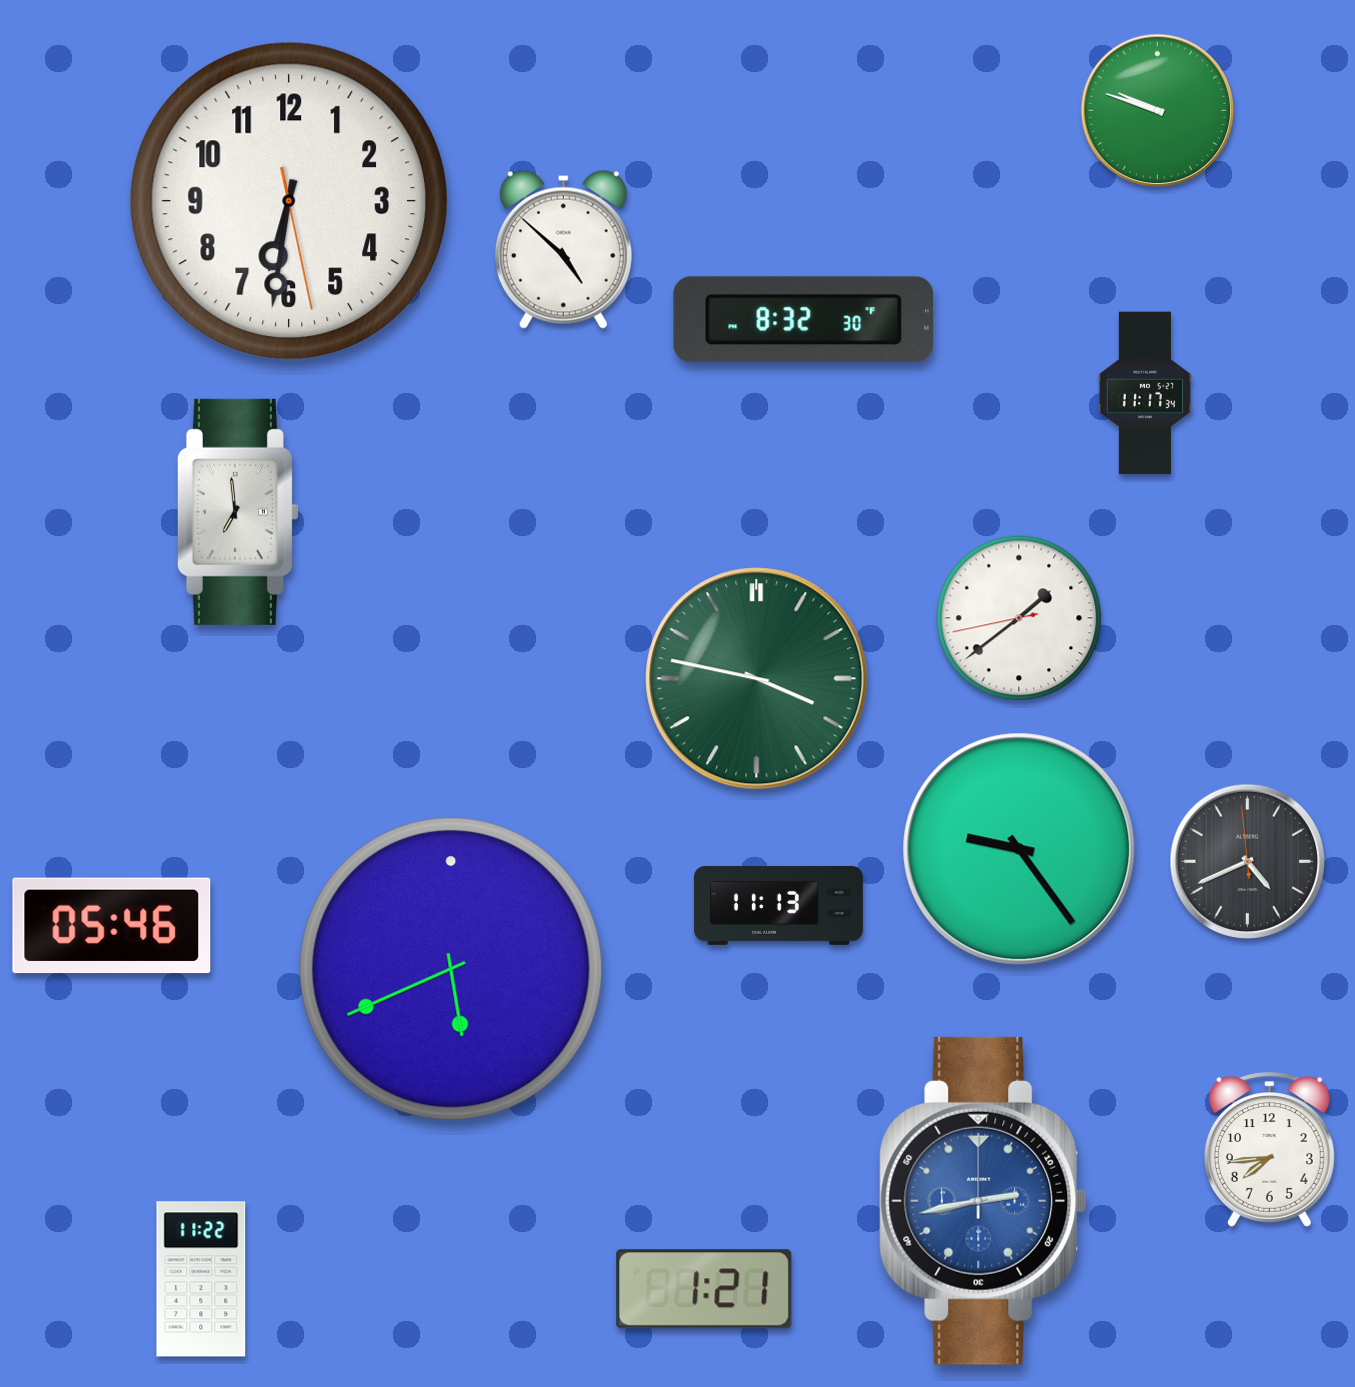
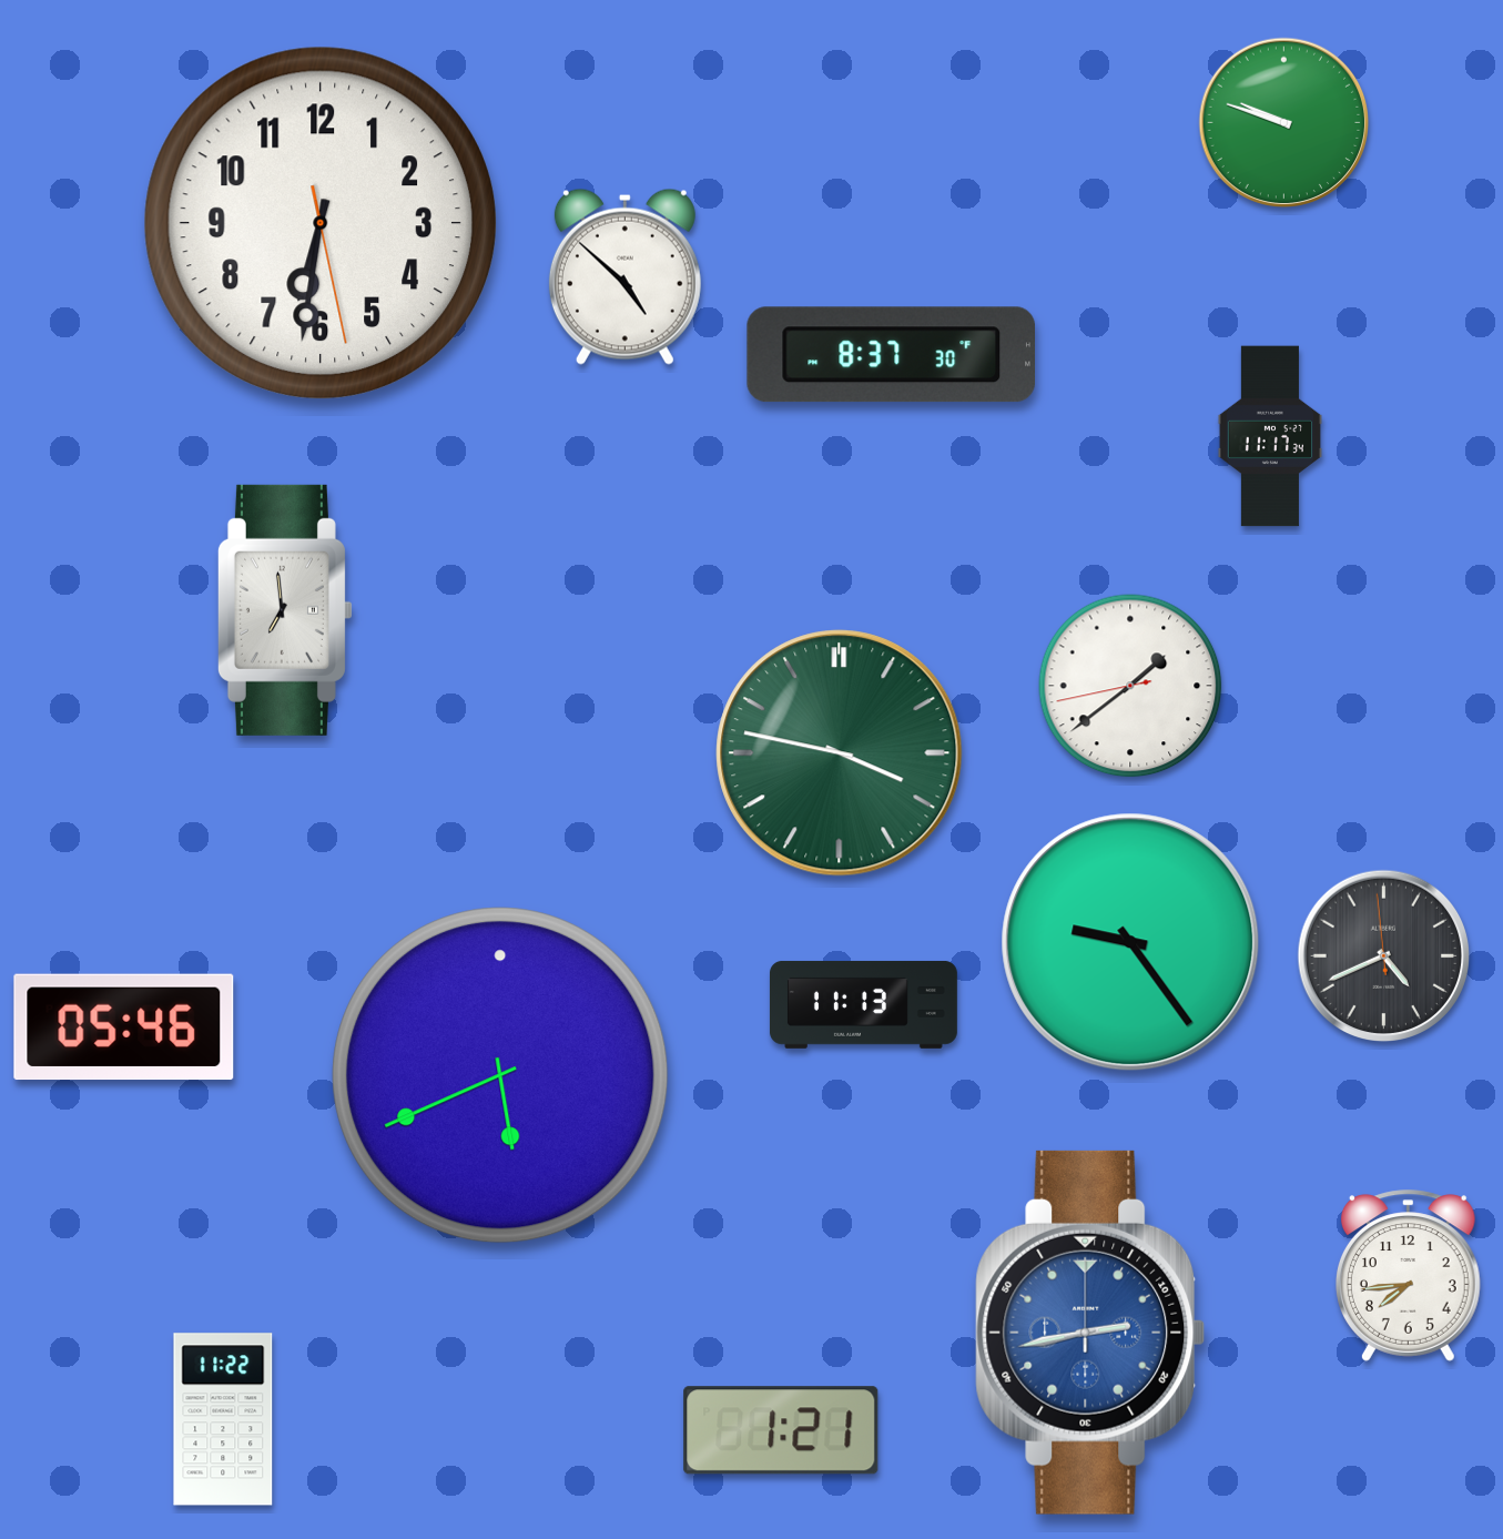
clock at (803, 320): 8:32 -> 8:37
clock at (238, 512) position: (238, 512) -> (285, 610)
